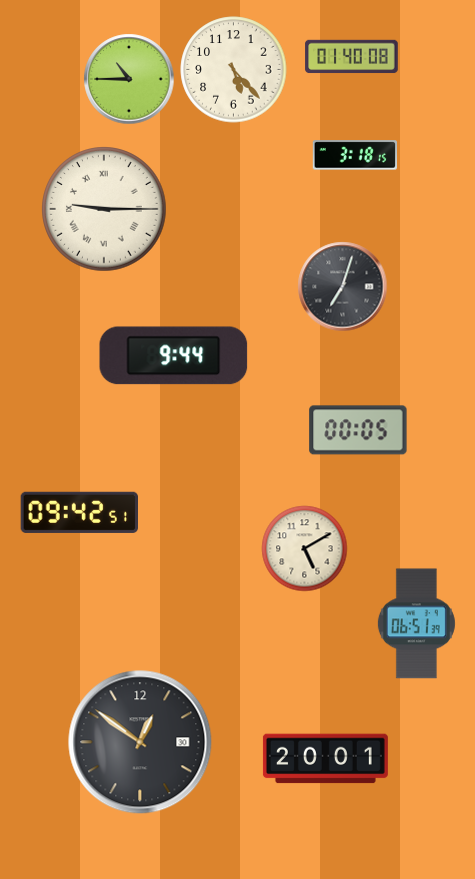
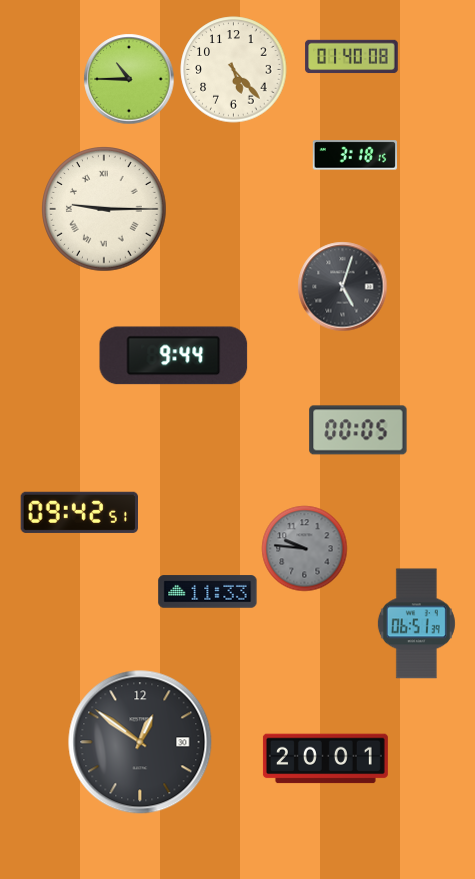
clock at (343, 287): 7:03 -> 5:03
clock at (305, 549): 5:10 -> 9:46
clock at (305, 549) dial: cream -> grey
clock at (208, 592): none -> 11:33
